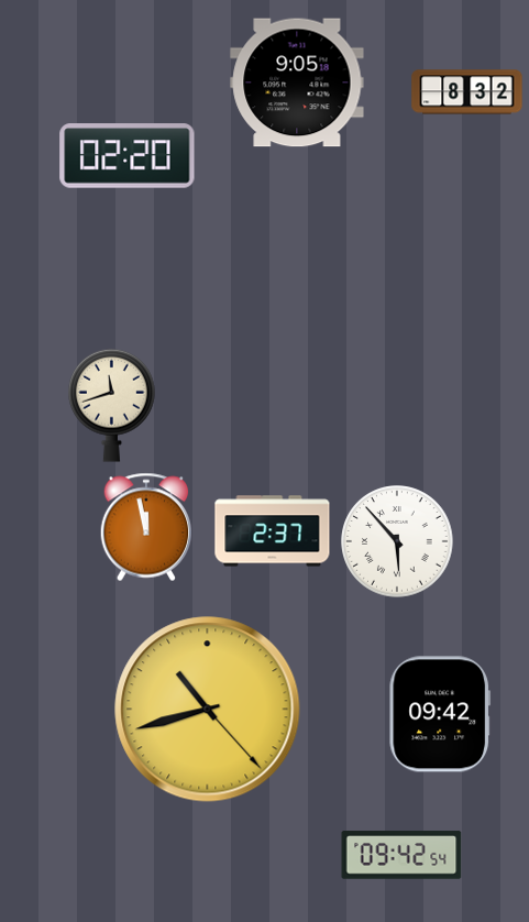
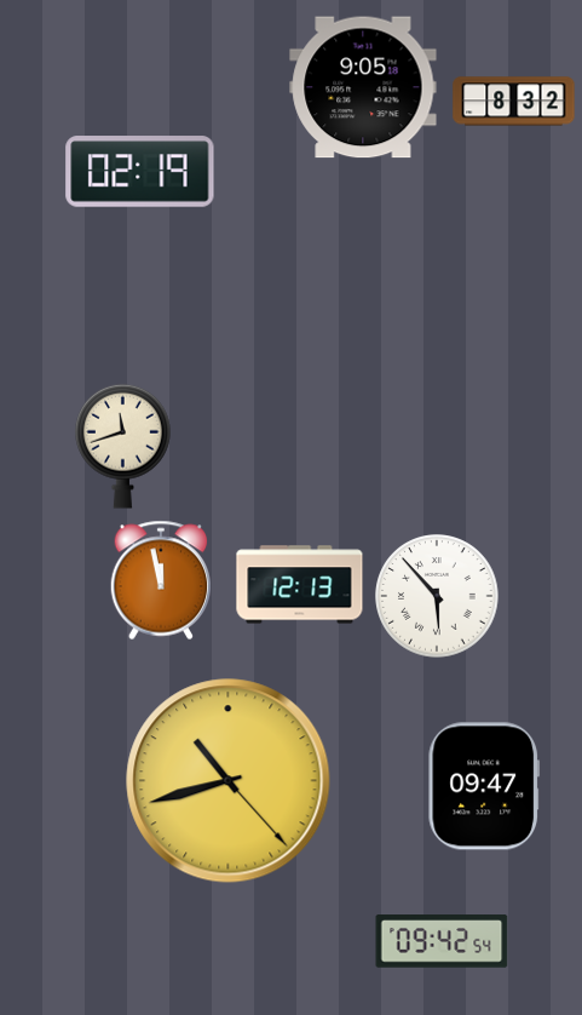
clock at (297, 83) position: (297, 83) -> (363, 87)
clock at (128, 156): 02:20 -> 02:19
clock at (273, 531): 2:37 -> 12:13
clock at (440, 714): 09:42 -> 09:47
